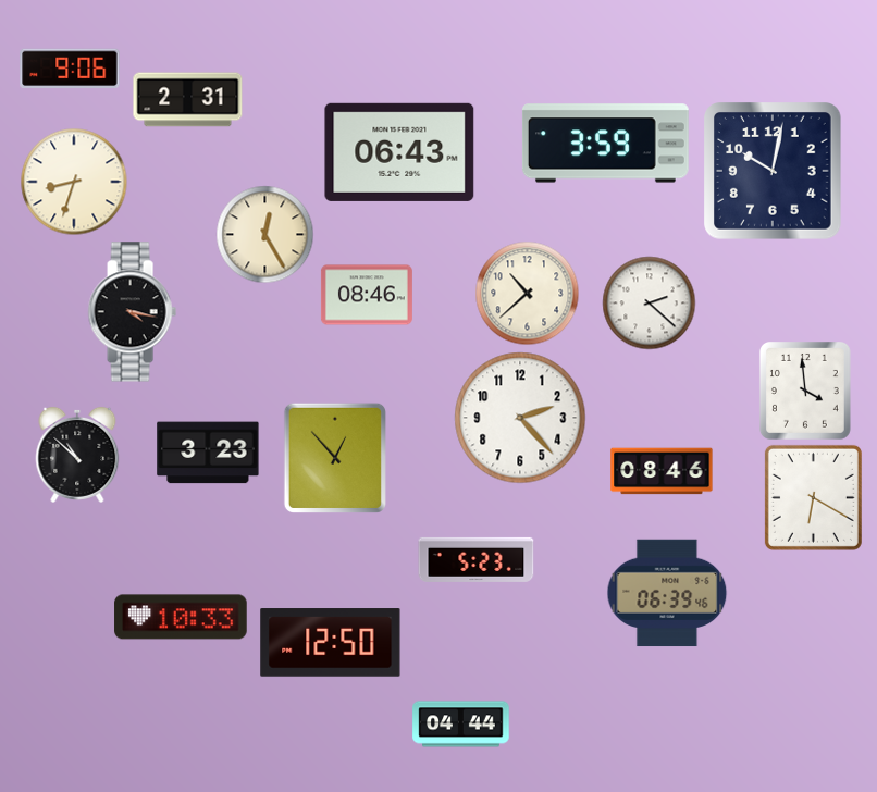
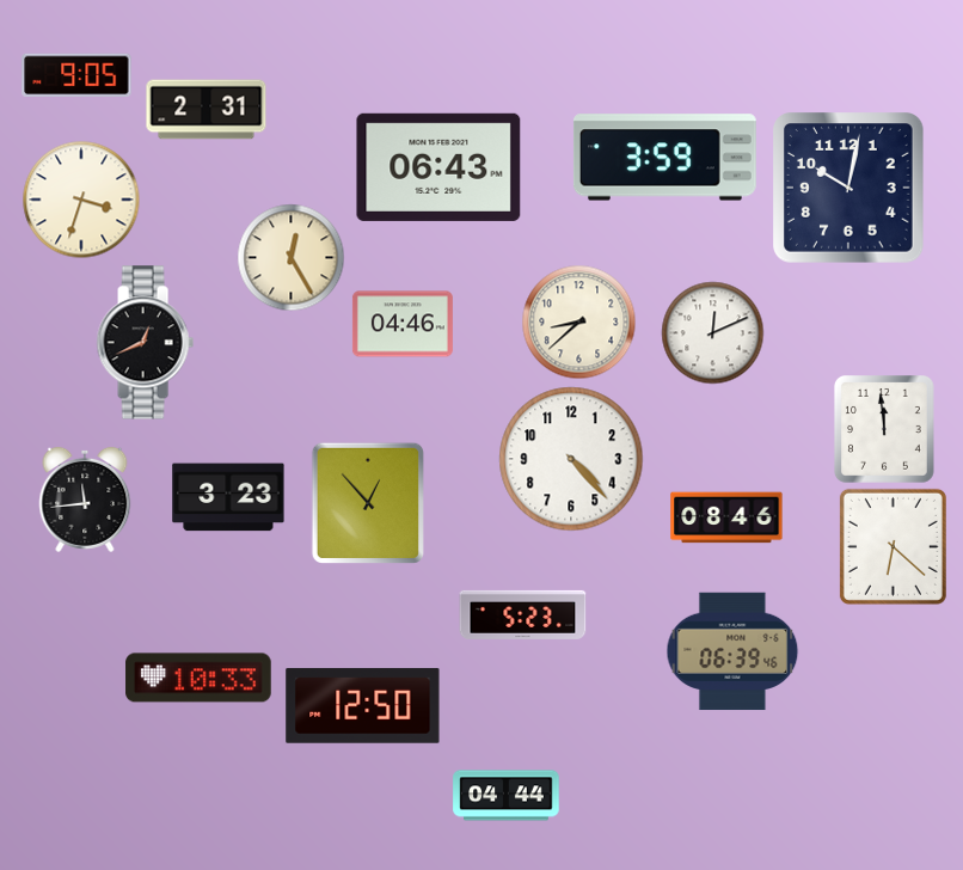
clock at (70, 67): 9:06 -> 9:05
clock at (74, 182): 8:33 -> 3:33
clock at (528, 294): 10:38 -> 8:38
clock at (367, 295): 08:46 -> 04:46
clock at (650, 304): 2:22 -> 12:11
clock at (132, 312): 4:17 -> 12:41
clock at (805, 392): 3:59 -> 11:59
clock at (520, 418): 2:23 -> 4:23
clock at (77, 455): 10:52 -> 11:44
clock at (813, 497): 6:20 -> 6:22
